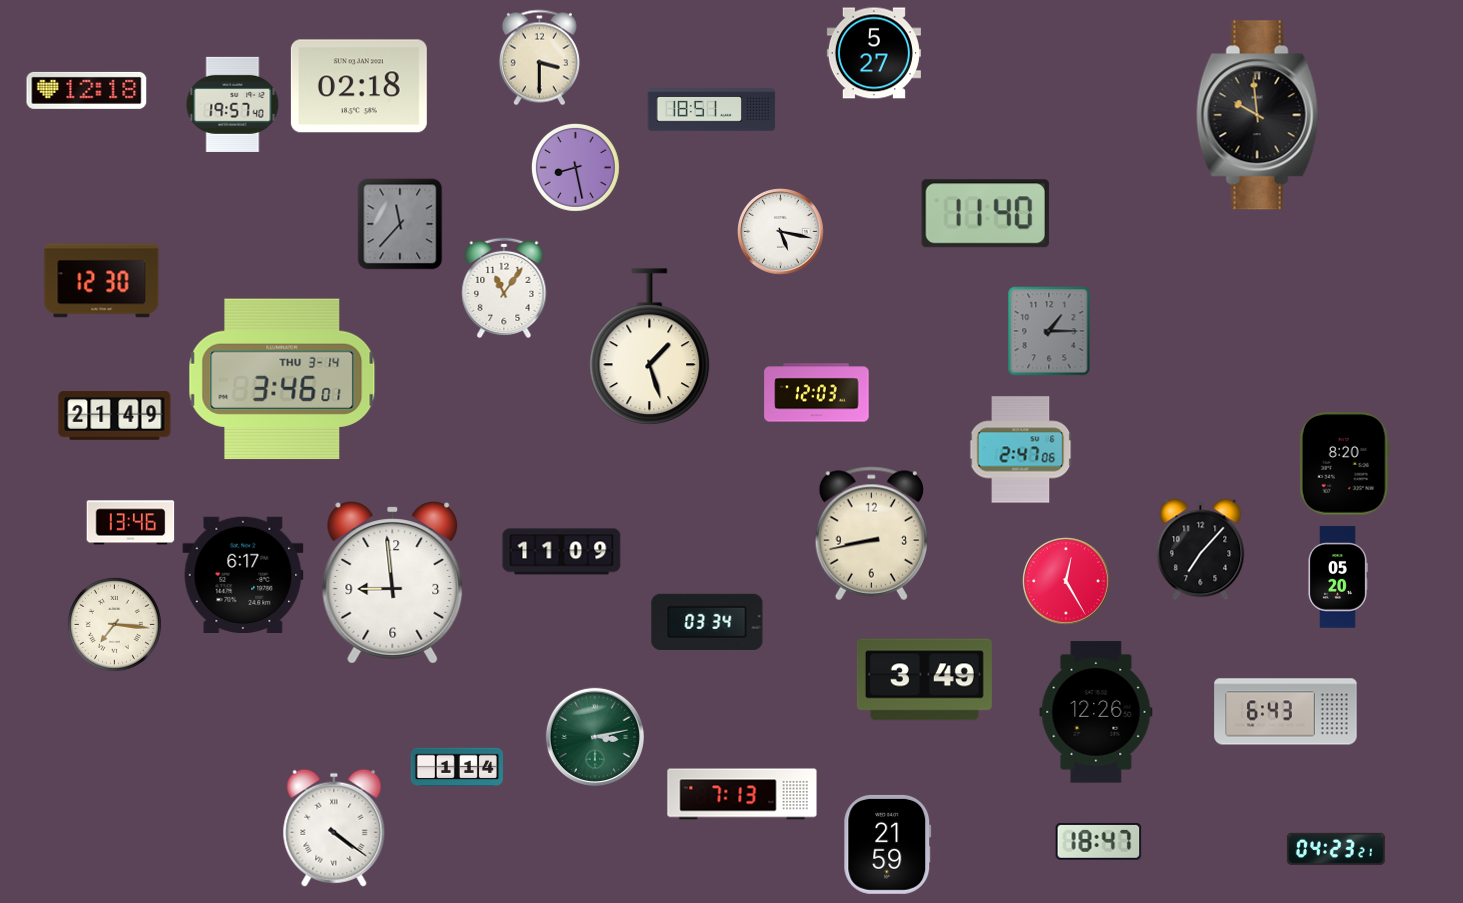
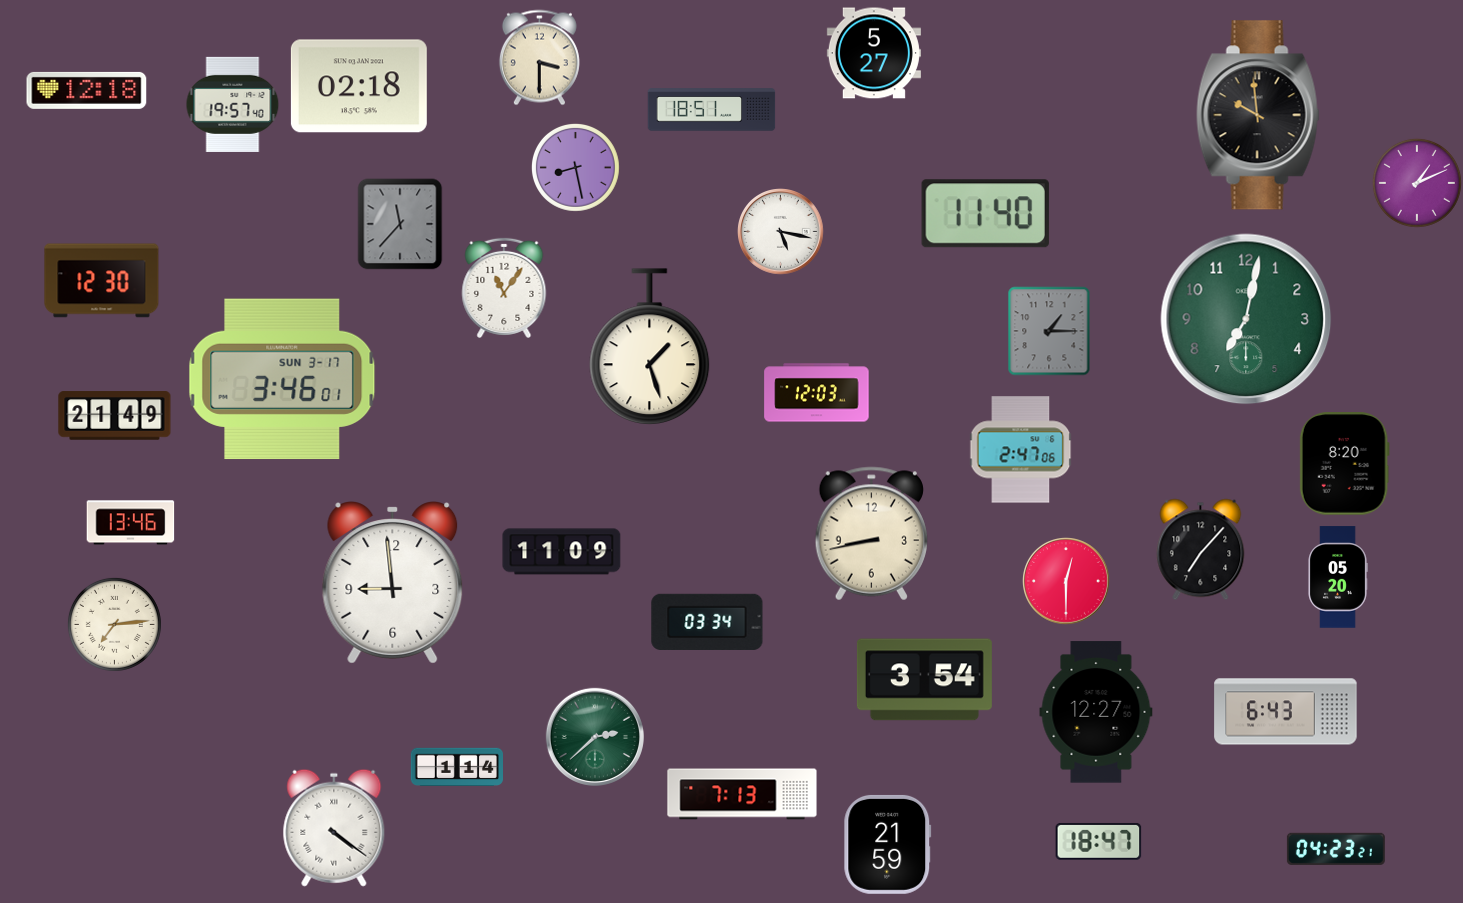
clock at (1417, 183): none -> 1:11
clock at (1246, 319): none -> 7:02
clock at (282, 379) date: THU 3-14 -> SUN 3-17
clock at (243, 575): 6:17 -> none
clock at (1067, 582): 12:25 -> 12:30
clock at (114, 624): 7:16 -> 7:14
clock at (924, 680): 3:49 -> 3:54
clock at (1096, 712): 12:26 -> 12:27
clock at (594, 736): 3:13 -> 2:38
